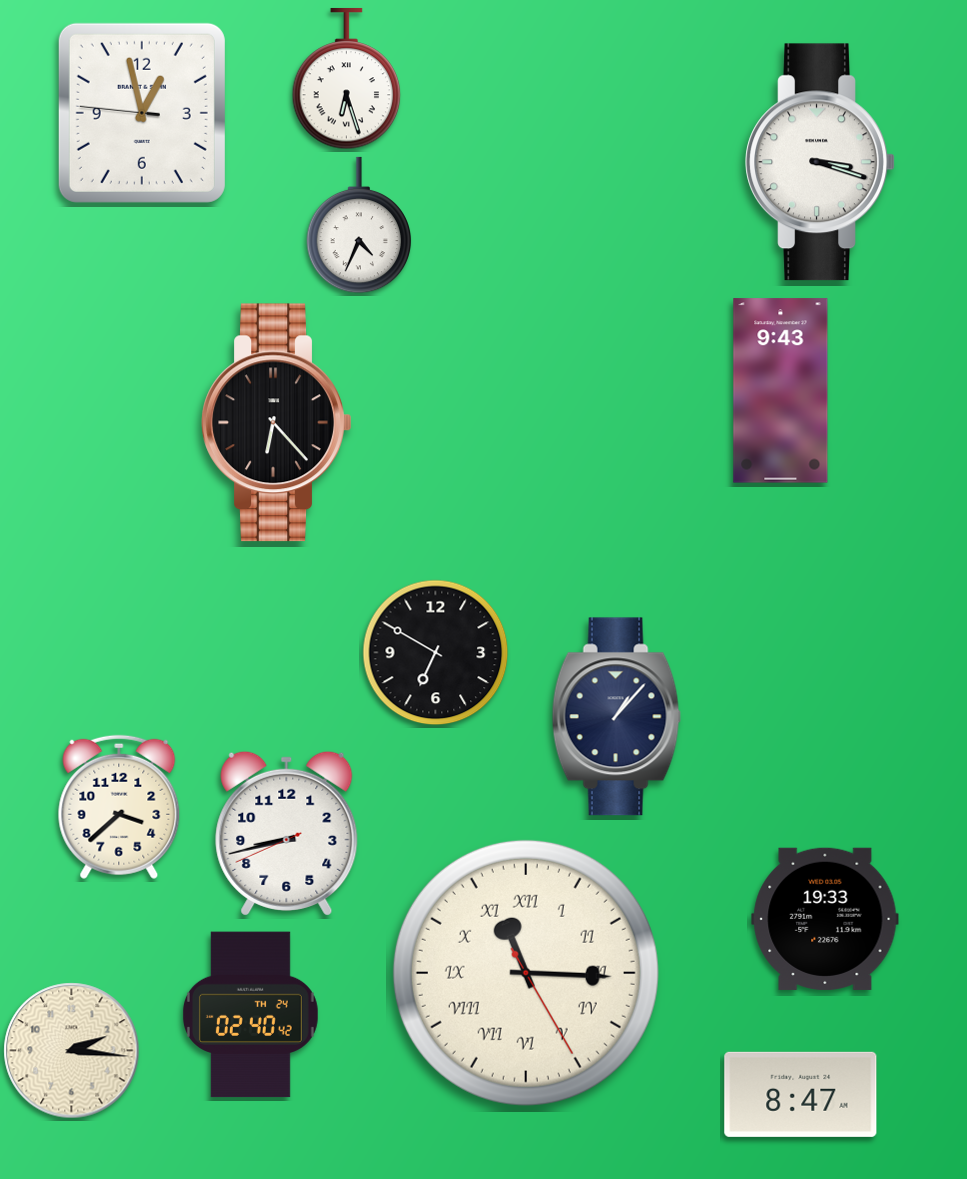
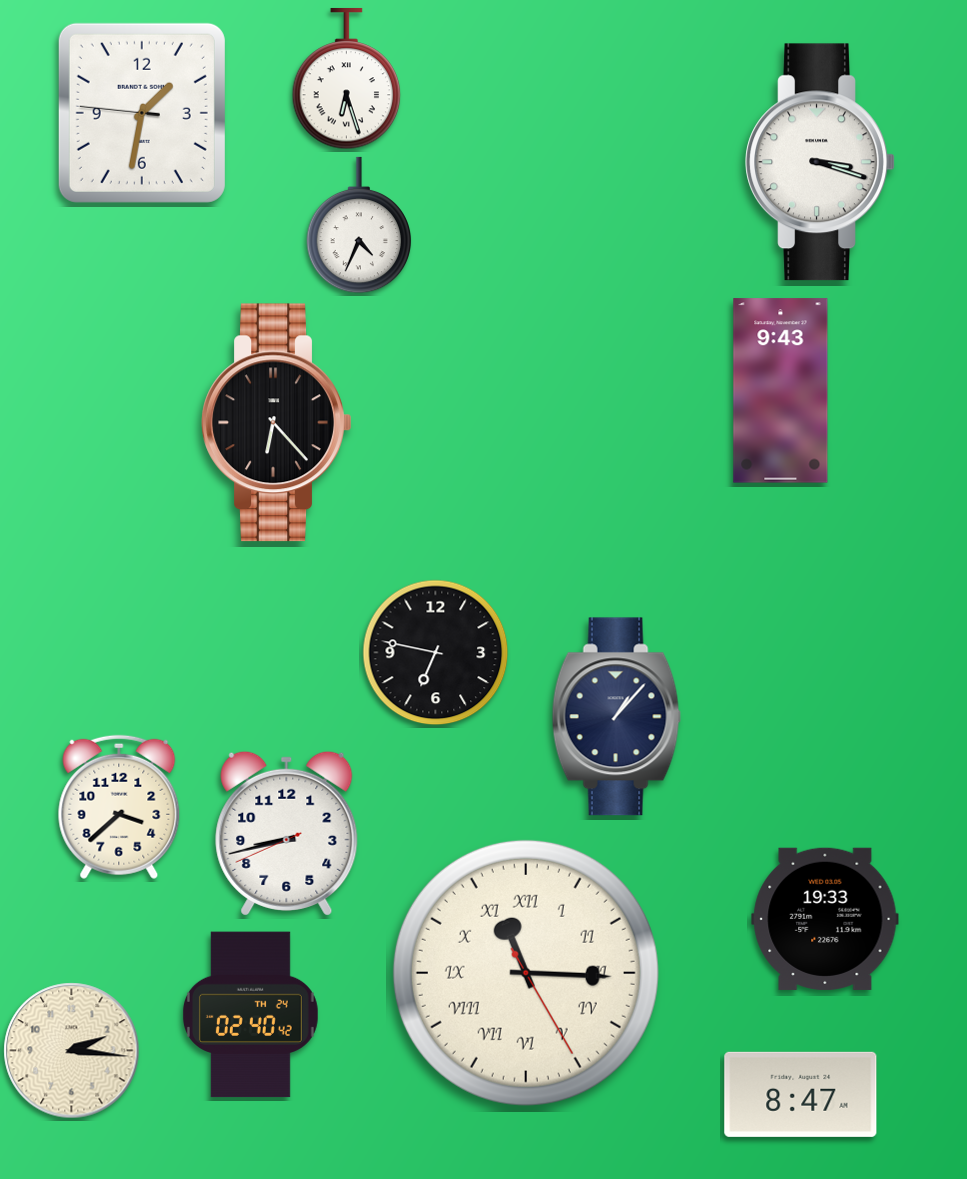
clock at (142, 113): 12:57 -> 1:31
clock at (436, 653): 6:50 -> 6:47
